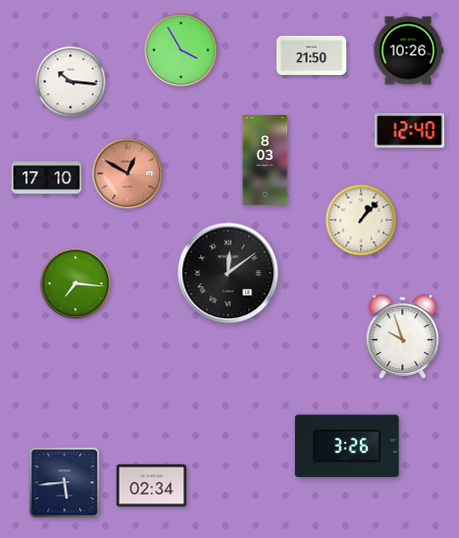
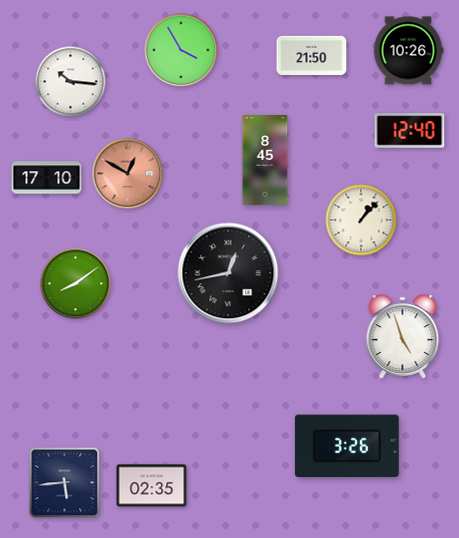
clock at (265, 161): 8:03 -> 8:45
clock at (228, 273): 12:09 -> 12:43
clock at (76, 284): 7:16 -> 8:09
clock at (403, 337): 9:57 -> 4:57
clock at (152, 486): 02:34 -> 02:35
